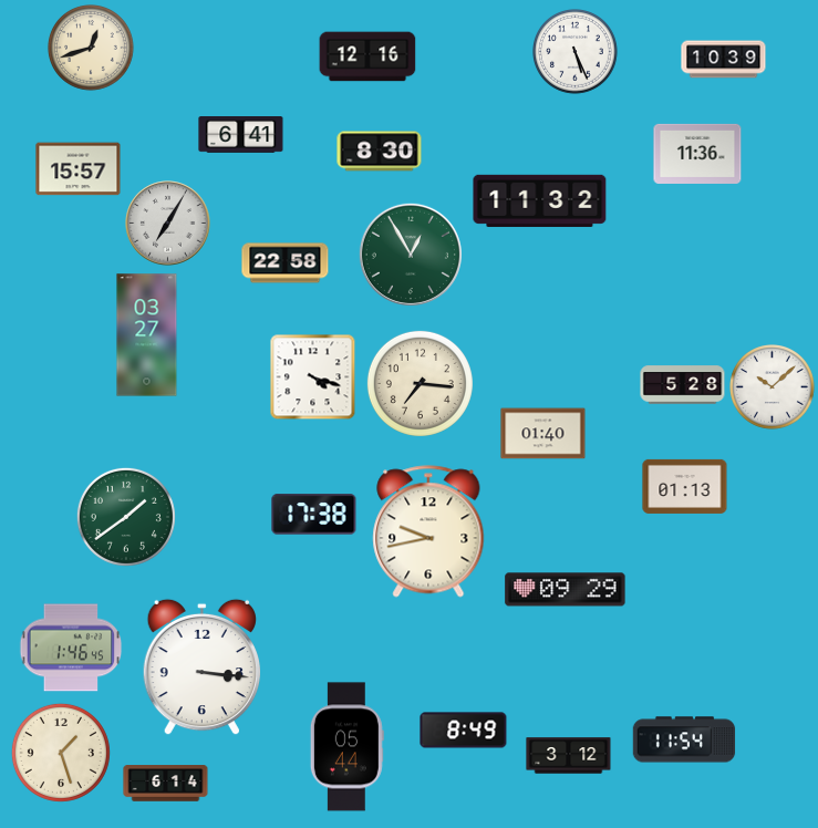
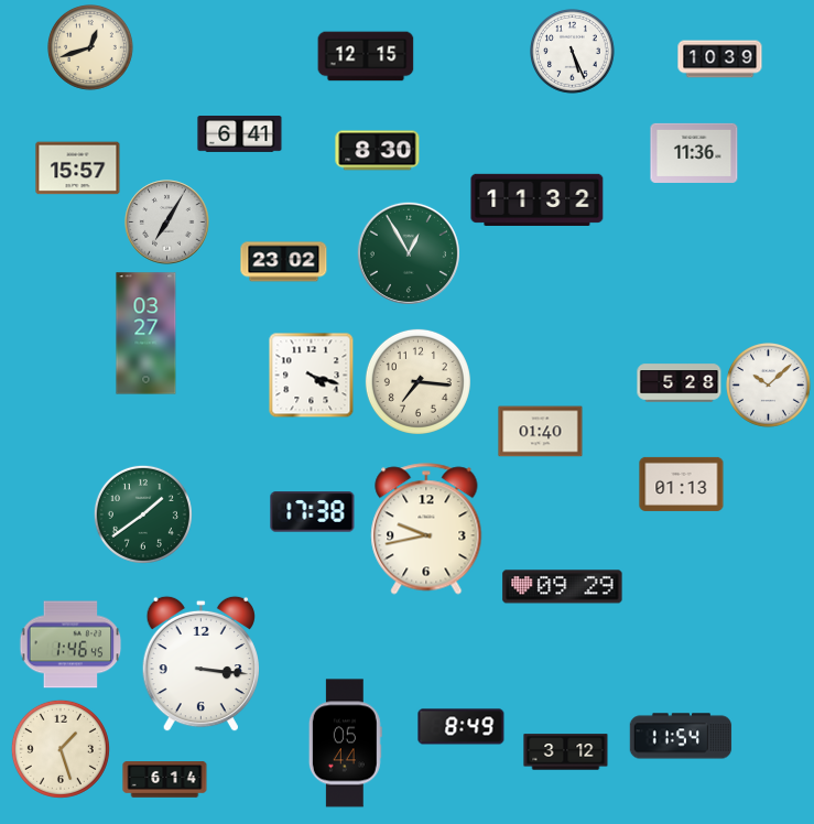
clock at (367, 56): 12:16 -> 12:15
clock at (286, 263): 22:58 -> 23:02
clock at (126, 517) position: (126, 517) -> (143, 514)
